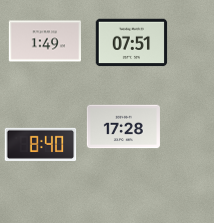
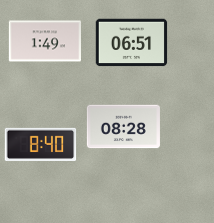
clock at (132, 43): 07:51 -> 06:51
clock at (123, 127): 17:28 -> 08:28
